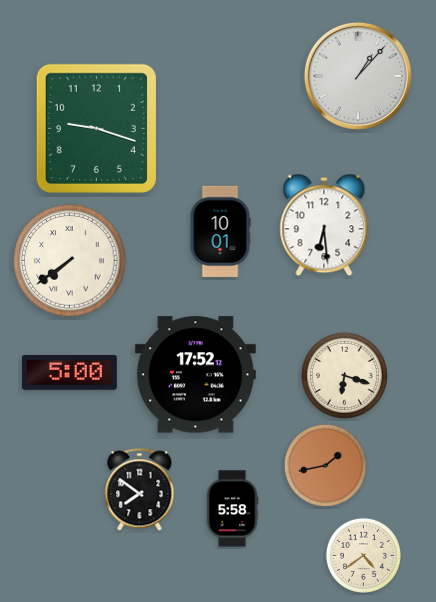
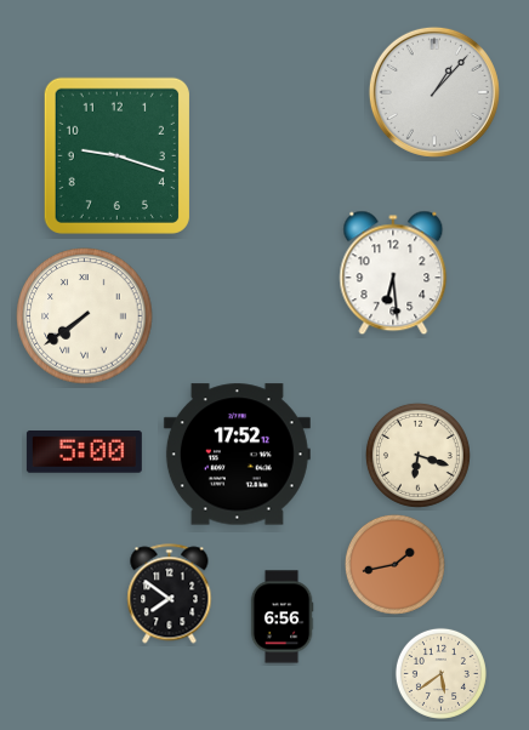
clock at (220, 231): 10:01 -> none
clock at (232, 509): 5:58 -> 6:56
clock at (363, 555): 4:39 -> 5:39
